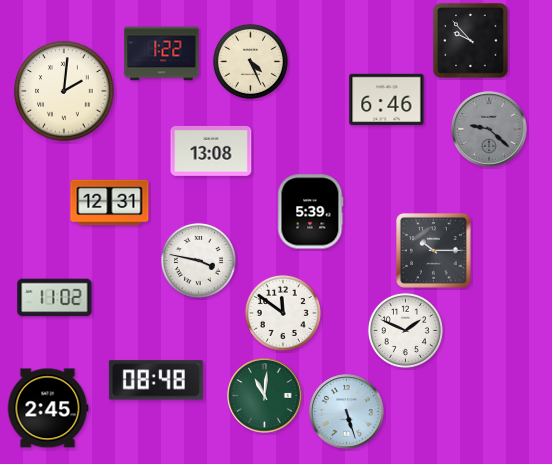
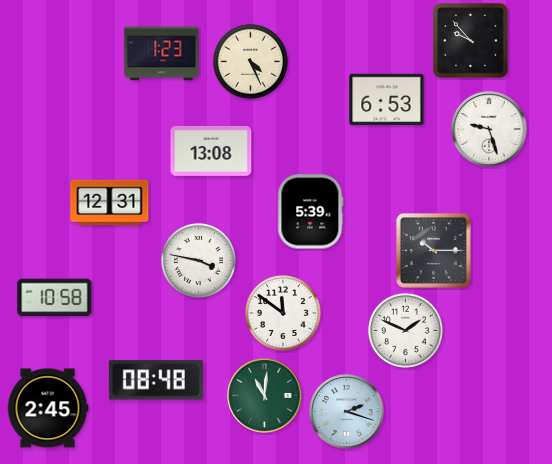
clock at (162, 54): 1:22 -> 1:23
clock at (64, 91): 2:01 -> none
clock at (387, 99): 6:46 -> 6:53
clock at (489, 129): 9:22 -> 9:27
clock at (489, 129) dial: grey -> white
clock at (55, 298): 11:02 -> 10:58
clock at (347, 412): 5:27 -> 2:18
